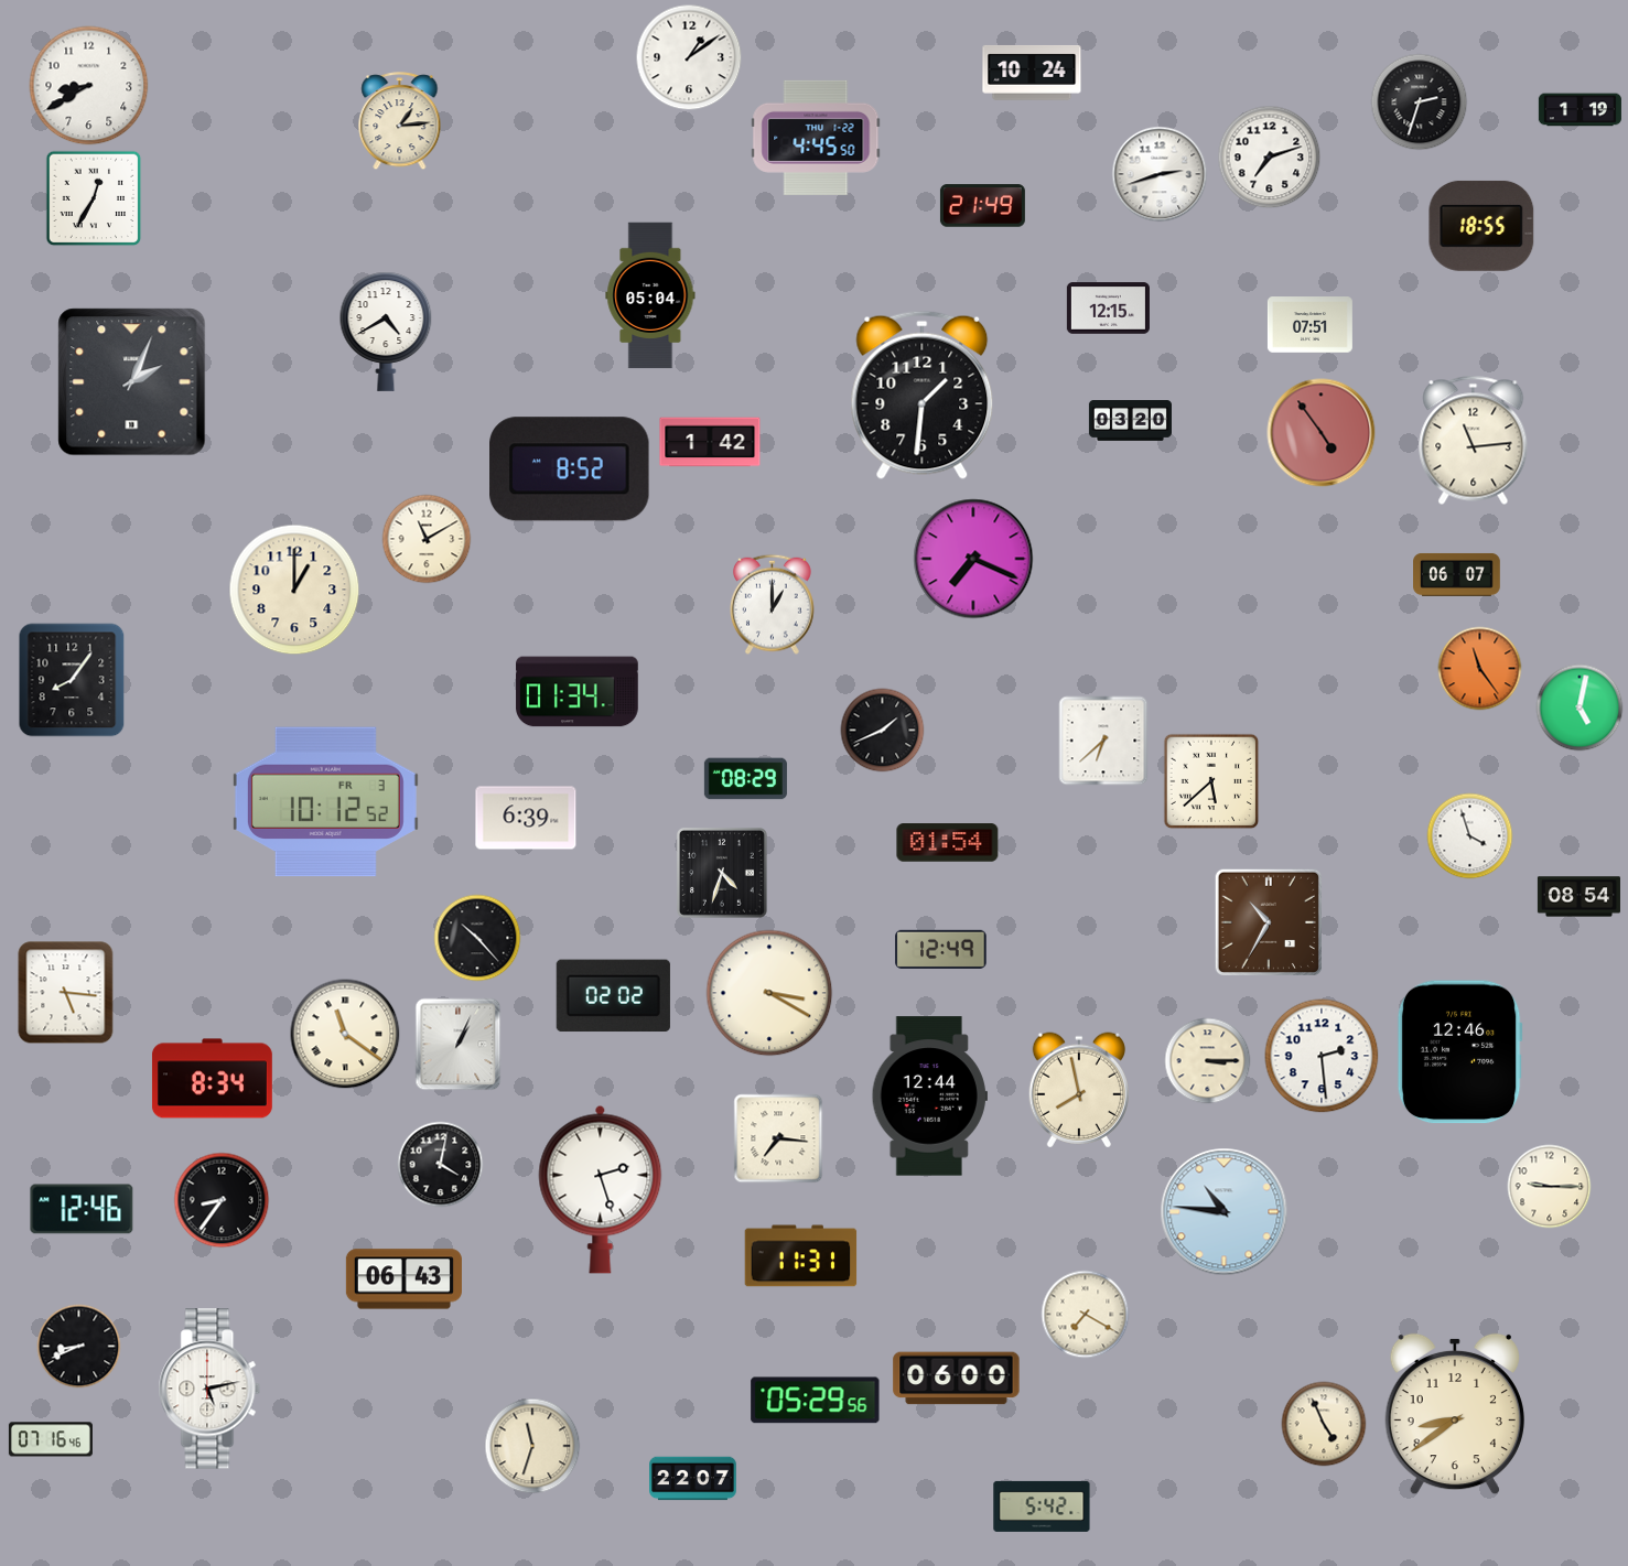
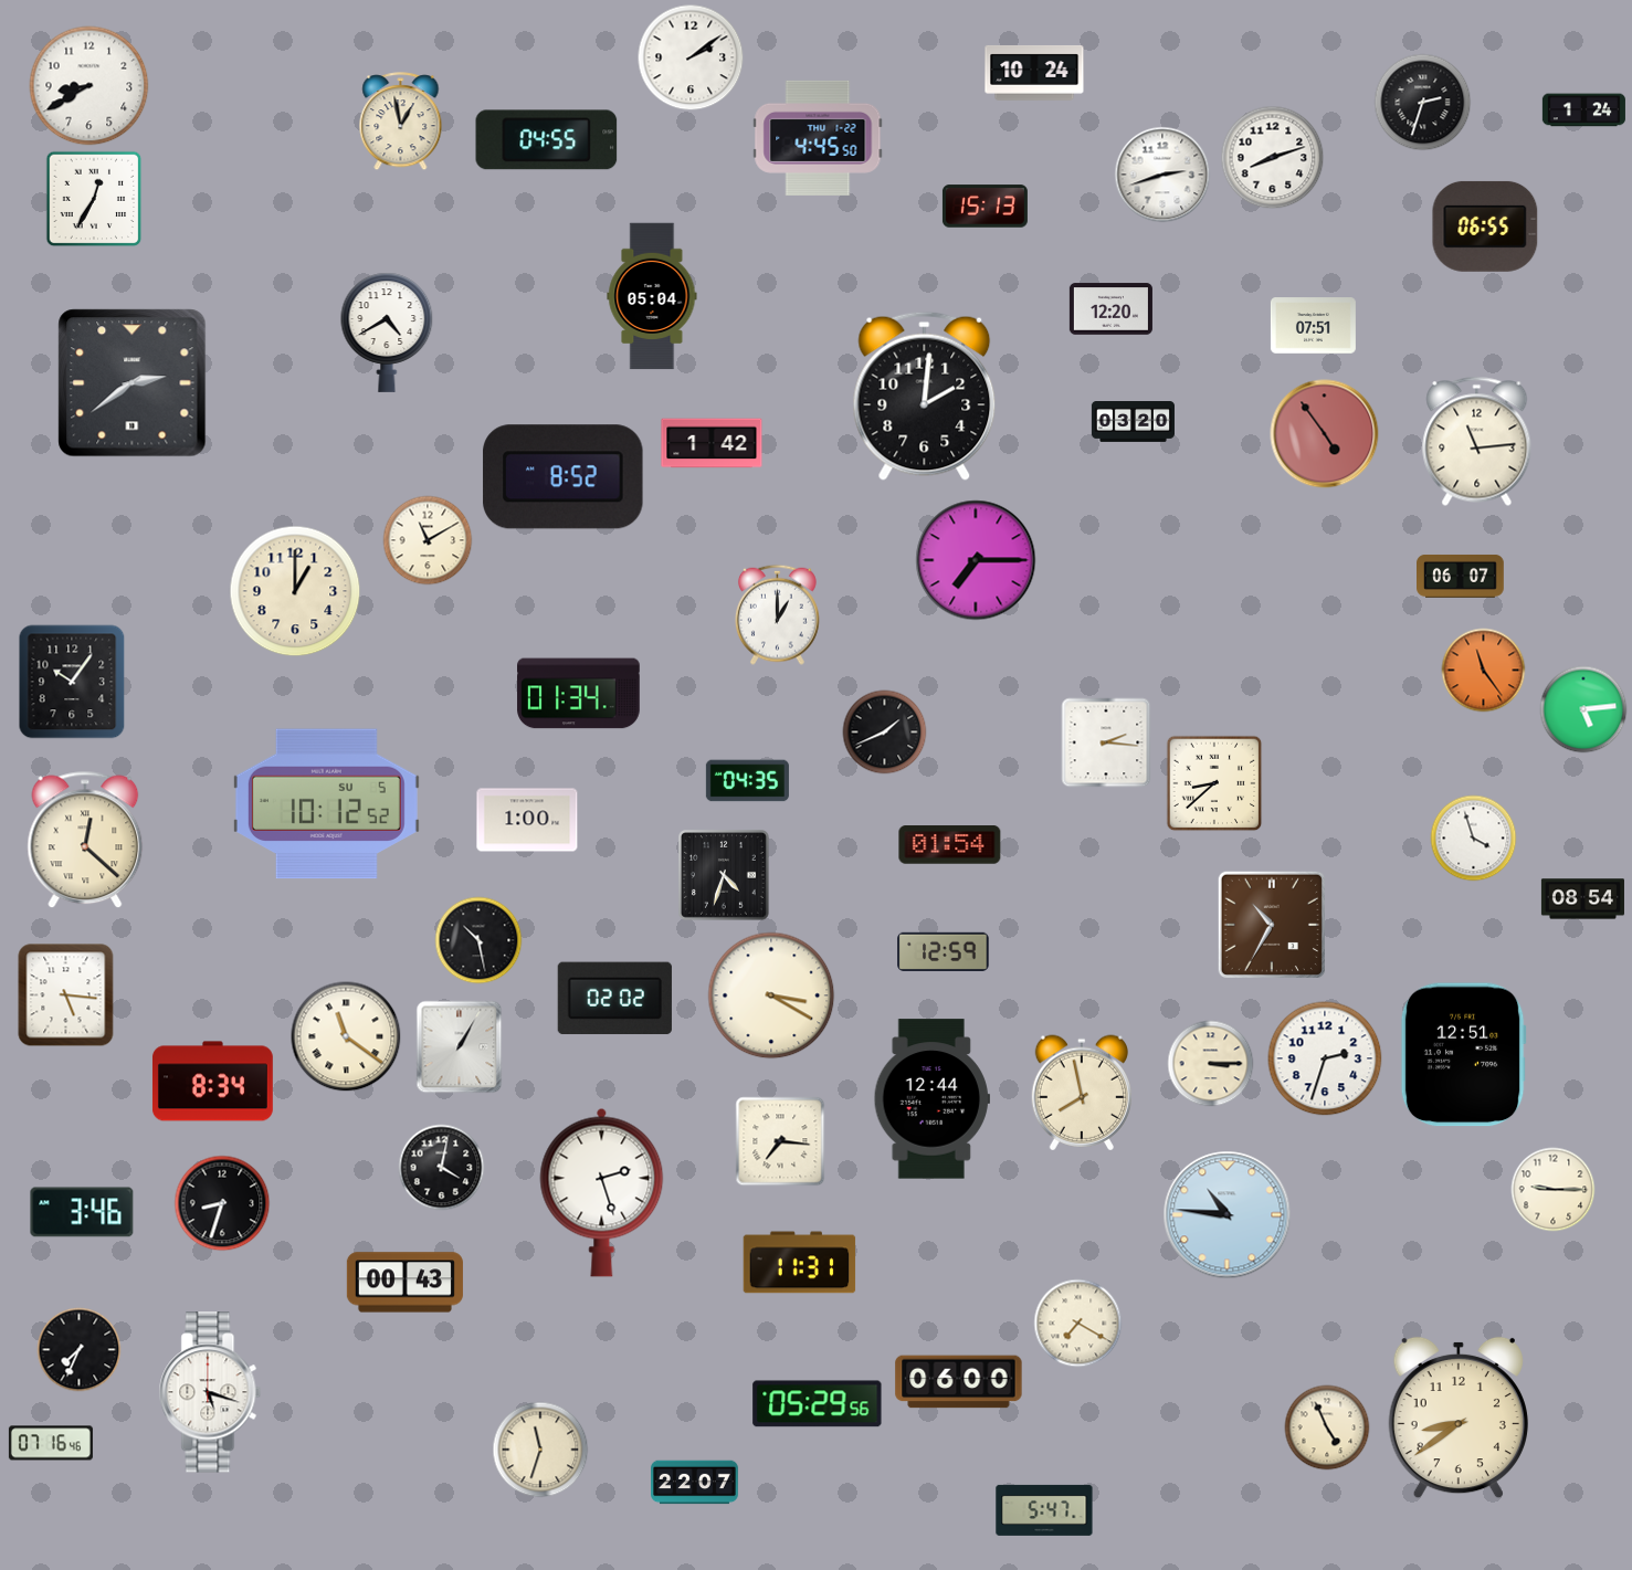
clock at (689, 57): 1:09 -> 2:09
clock at (1580, 110): 1:19 -> 1:24
clock at (400, 121): 1:14 -> 12:58
clock at (547, 140): none -> 04:55
clock at (1270, 158): 7:12 -> 8:12
clock at (982, 206): 21:49 -> 15:13
clock at (1481, 226): 18:55 -> 06:55
clock at (1108, 309): 12:15 -> 12:20
clock at (132, 382): 2:04 -> 2:39
clock at (923, 395): 1:31 -> 2:01
clock at (570, 469) position: (570, 469) -> (564, 477)
clock at (973, 559): 7:19 -> 7:15
clock at (772, 604) position: (772, 604) -> (777, 614)
clock at (72, 680): 8:06 -> 10:06
clock at (1580, 708): 5:02 -> 5:14
clock at (1103, 741): 6:38 -> 2:16
clock at (745, 779): 08:29 -> 04:35
clock at (1211, 781): 5:38 -> 8:38
clock at (325, 802) date: FR 3 -> SU 5
clock at (526, 818): 6:39 -> 1:00
clock at (85, 840): none -> 12:22
clock at (477, 938): 10:23 -> 10:28
clock at (941, 949): 12:49 -> 12:59
clock at (459, 1045): 1:04 -> 1:05
clock at (1459, 1052): 12:46 -> 12:51
clock at (1322, 1056): 2:29 -> 2:33
clock at (222, 1200): 8:36 -> 8:33
clock at (82, 1209): 12:46 -> 3:46
clock at (801, 1256) position: (801, 1256) -> (800, 1263)
clock at (403, 1279): 06:43 -> 00:43
clock at (1086, 1315) position: (1086, 1315) -> (1078, 1324)
clock at (79, 1347): 8:41 -> 7:34
clock at (209, 1389): 5:13 -> 5:18
clock at (532, 1446) position: (532, 1446) -> (540, 1450)
clock at (1042, 1506): 5:42 -> 5:47
